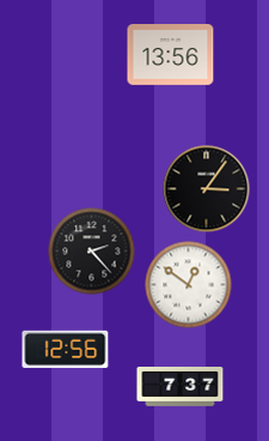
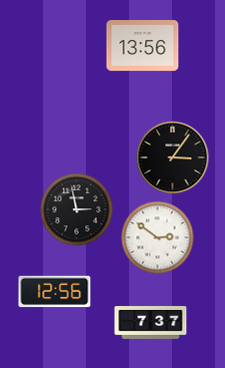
clock at (92, 252): 2:23 -> 2:58
clock at (189, 285): 12:51 -> 2:51
